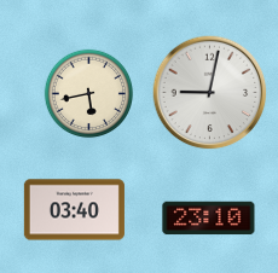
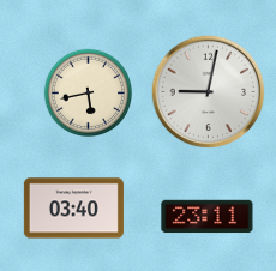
clock at (209, 219): 23:10 -> 23:11
